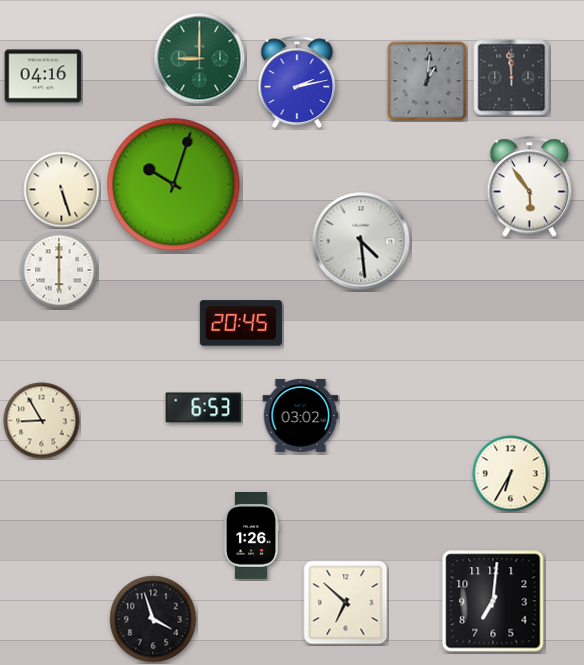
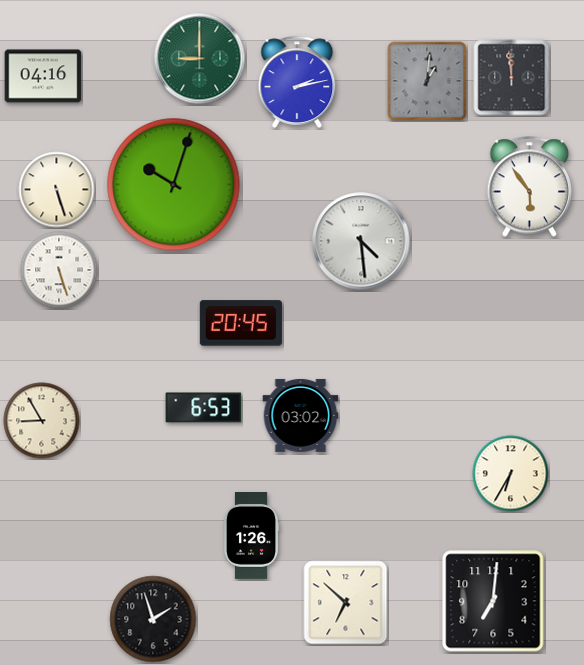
clock at (62, 190) position: (62, 190) -> (57, 190)
clock at (59, 270): 6:00 -> 5:27
clock at (153, 619): 3:57 -> 1:57
